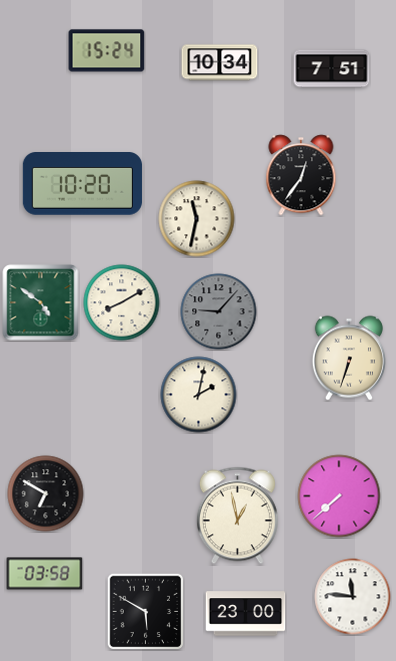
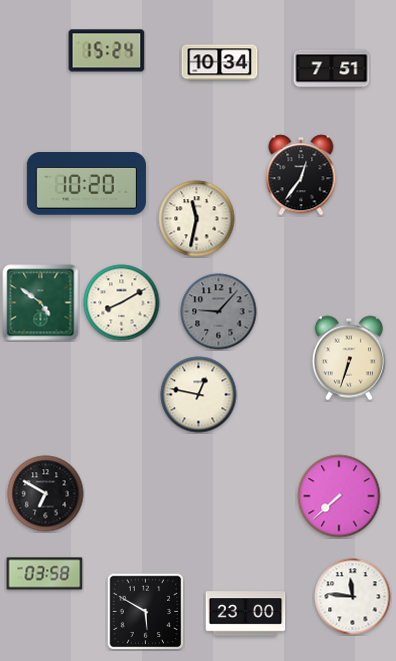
clock at (82, 184) position: (82, 184) -> (86, 184)
clock at (199, 395): 2:02 -> 12:47
clock at (237, 516): 12:58 -> none
